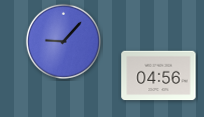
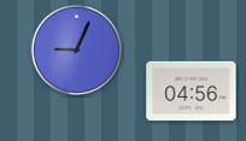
clock at (63, 41): 9:07 -> 9:04
